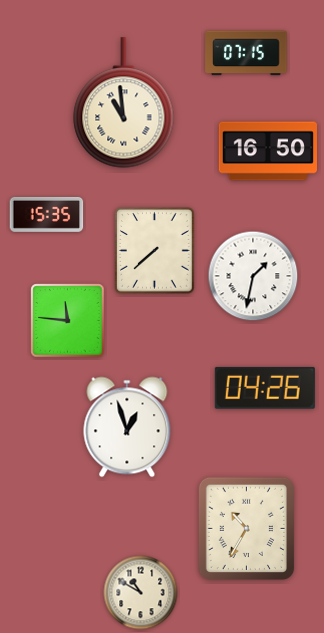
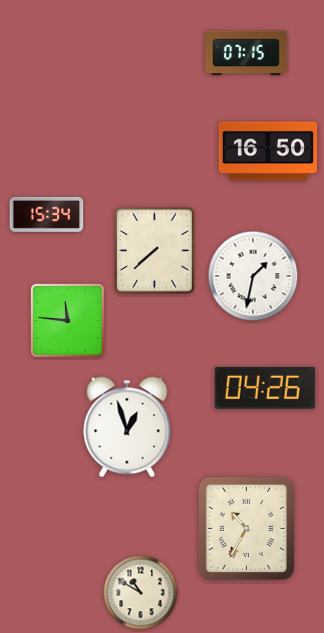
clock at (124, 103): 10:59 -> none
clock at (47, 214): 15:35 -> 15:34
